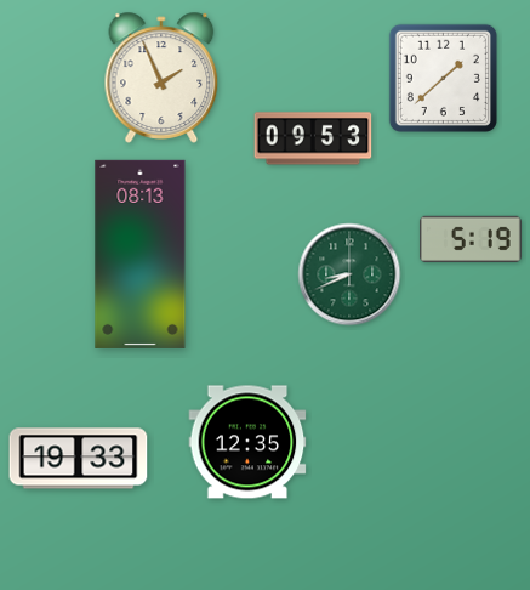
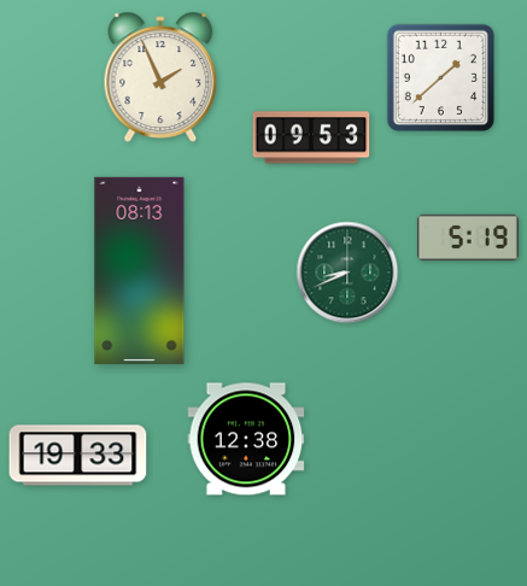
clock at (141, 254) position: (141, 254) -> (140, 270)
clock at (247, 442): 12:35 -> 12:38
